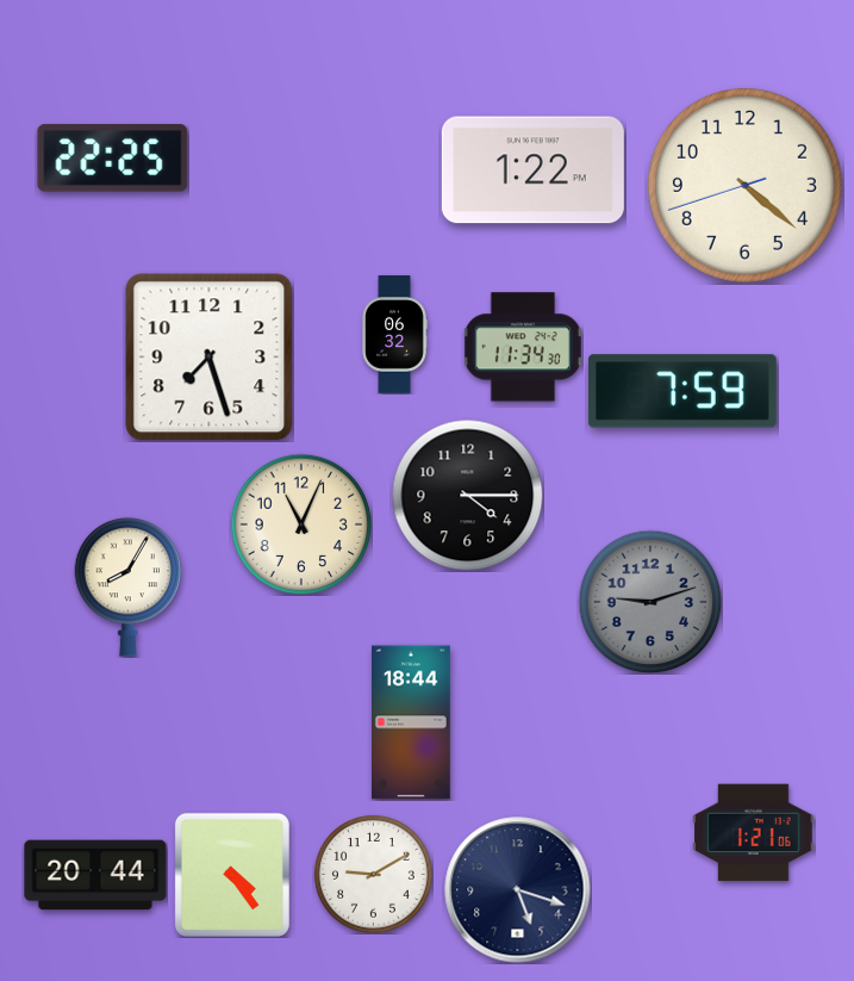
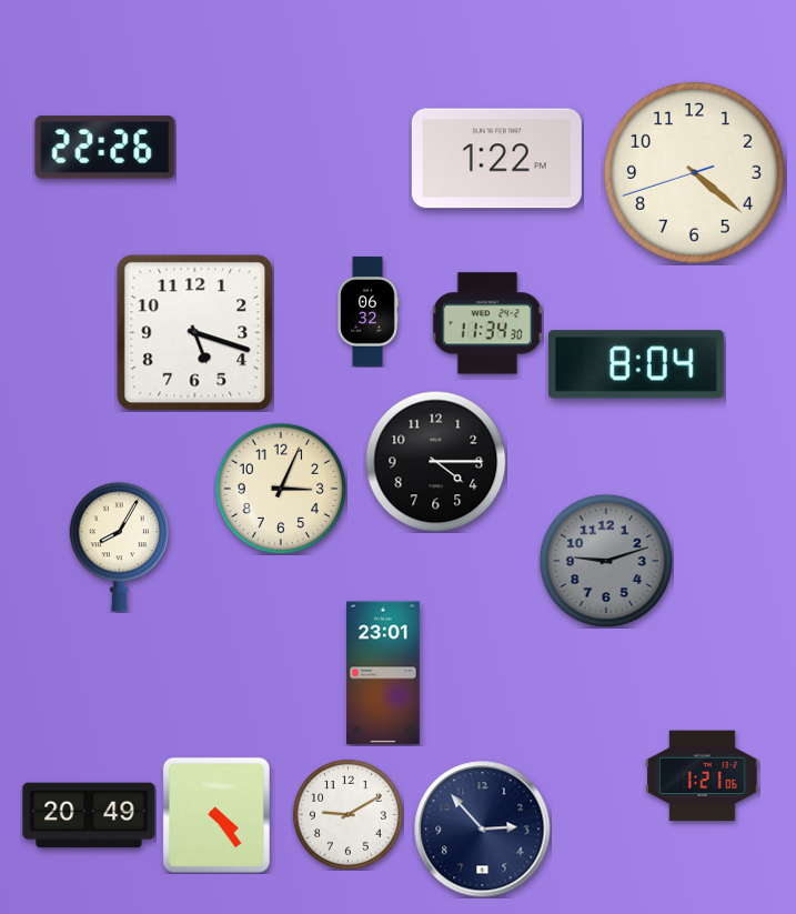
clock at (113, 159): 22:25 -> 22:26
clock at (210, 358): 7:27 -> 5:18
clock at (682, 391): 7:59 -> 8:04
clock at (301, 524): 11:04 -> 3:04
clock at (412, 722): 18:44 -> 23:01
clock at (95, 875): 20:44 -> 20:49
clock at (518, 890): 5:18 -> 2:53
